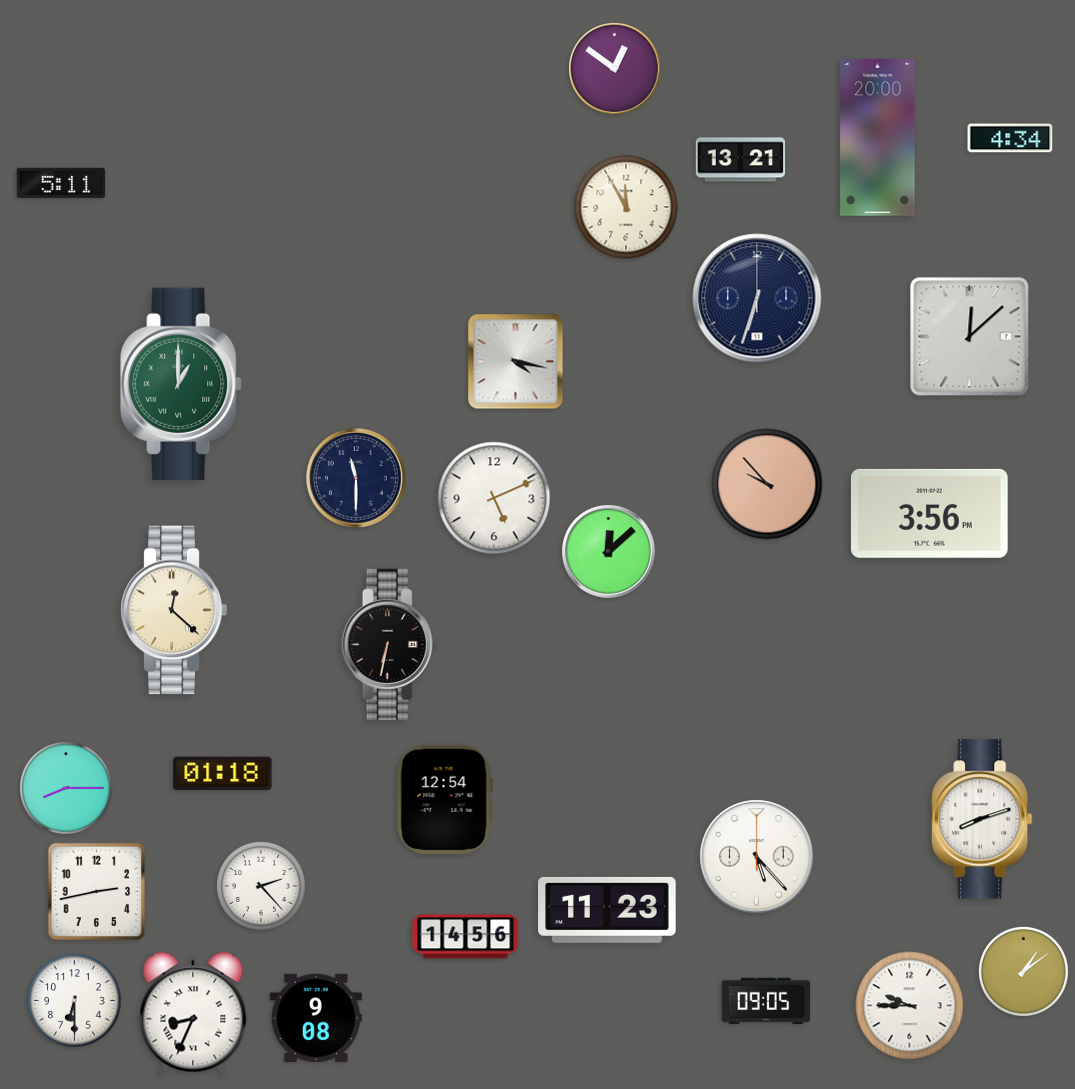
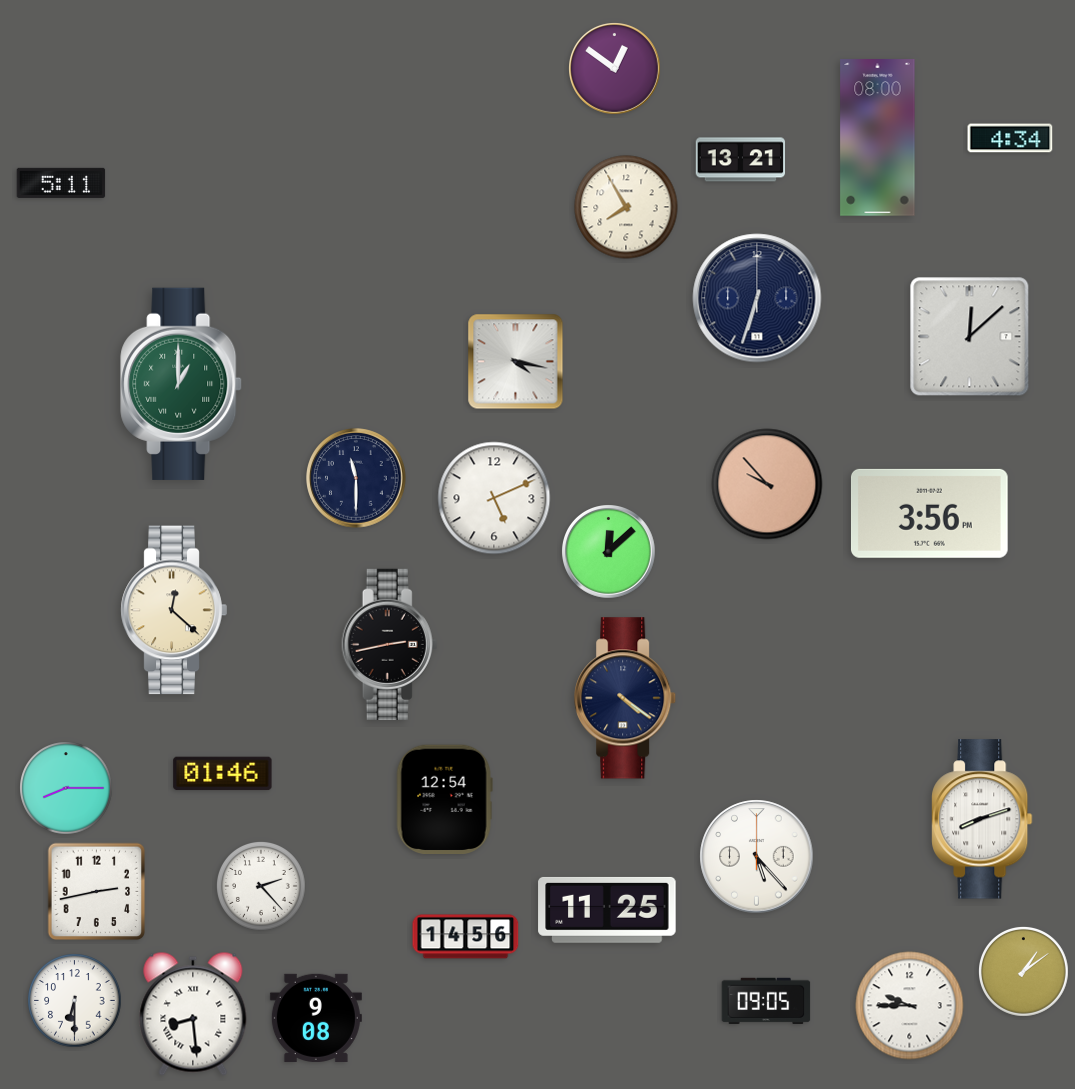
clock at (878, 138): 20:00 -> 08:00
clock at (626, 207): 11:55 -> 7:55
clock at (390, 644): 6:32 -> 2:43
clock at (626, 698): none -> 4:21
clock at (223, 774): 01:18 -> 01:46
clock at (607, 910): 11:23 -> 11:25
clock at (193, 1014): 8:34 -> 8:29
